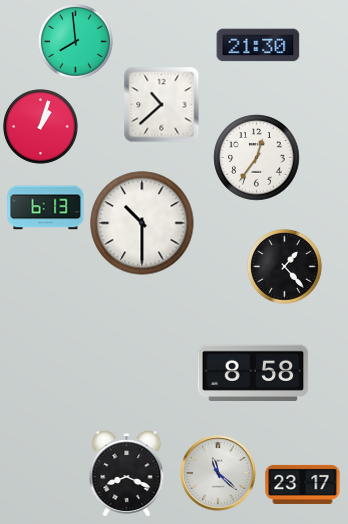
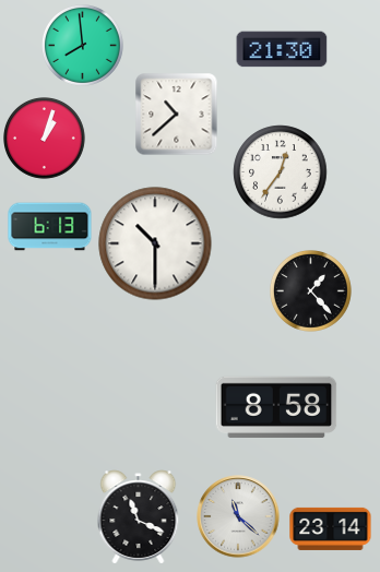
clock at (127, 474): 8:19 -> 11:19
clock at (303, 484): 23:17 -> 23:14
